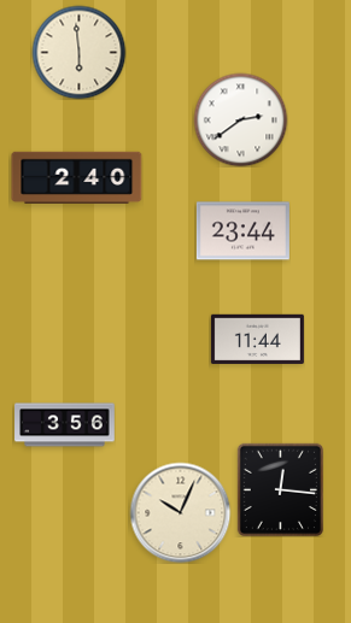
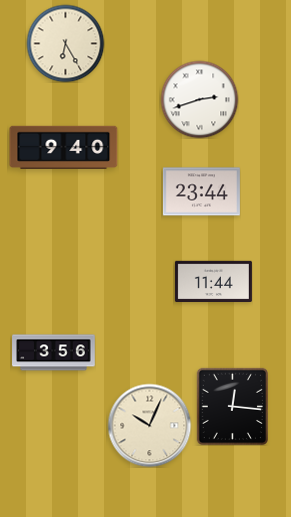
clock at (78, 52): 5:59 -> 6:25
clock at (240, 119): 2:39 -> 2:42
clock at (77, 177): 2:40 -> 9:40
